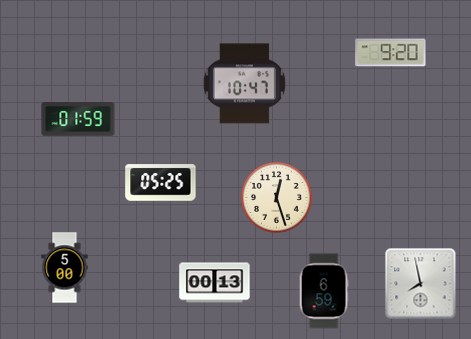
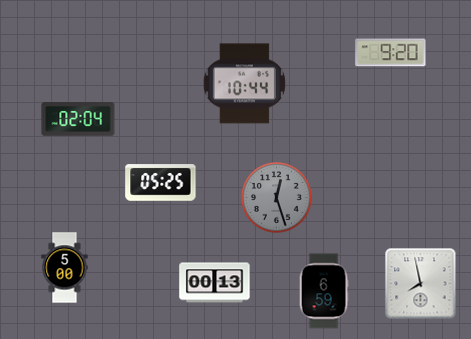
clock at (244, 84): 10:47 -> 10:44
clock at (78, 119): 01:59 -> 02:04
clock at (277, 198) dial: cream -> grey
